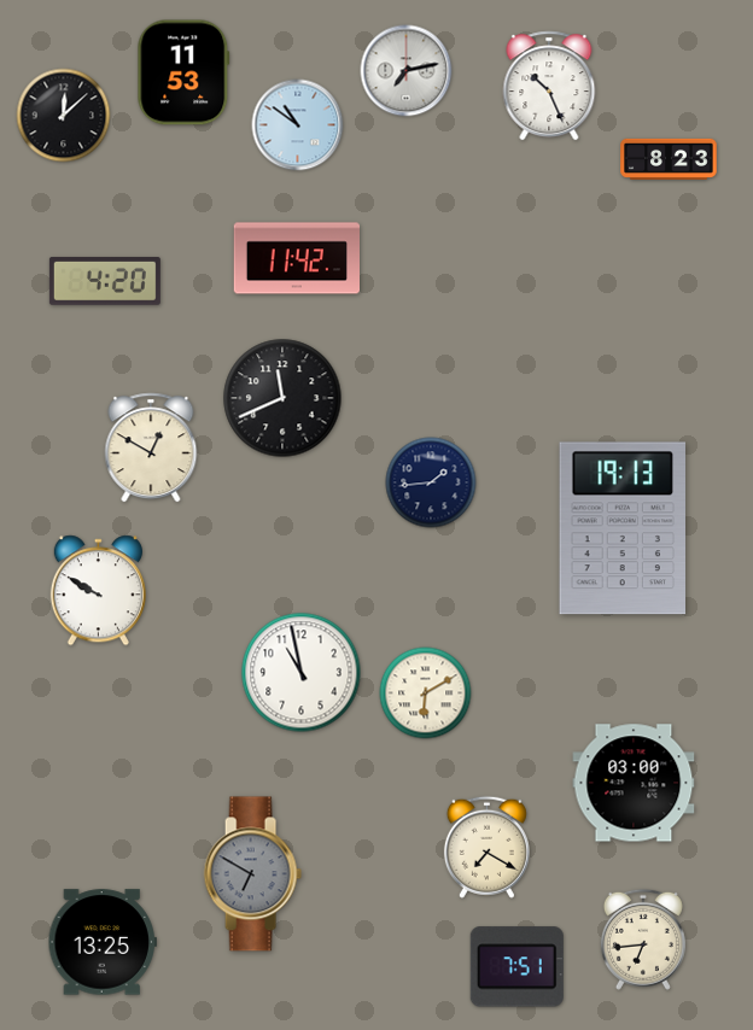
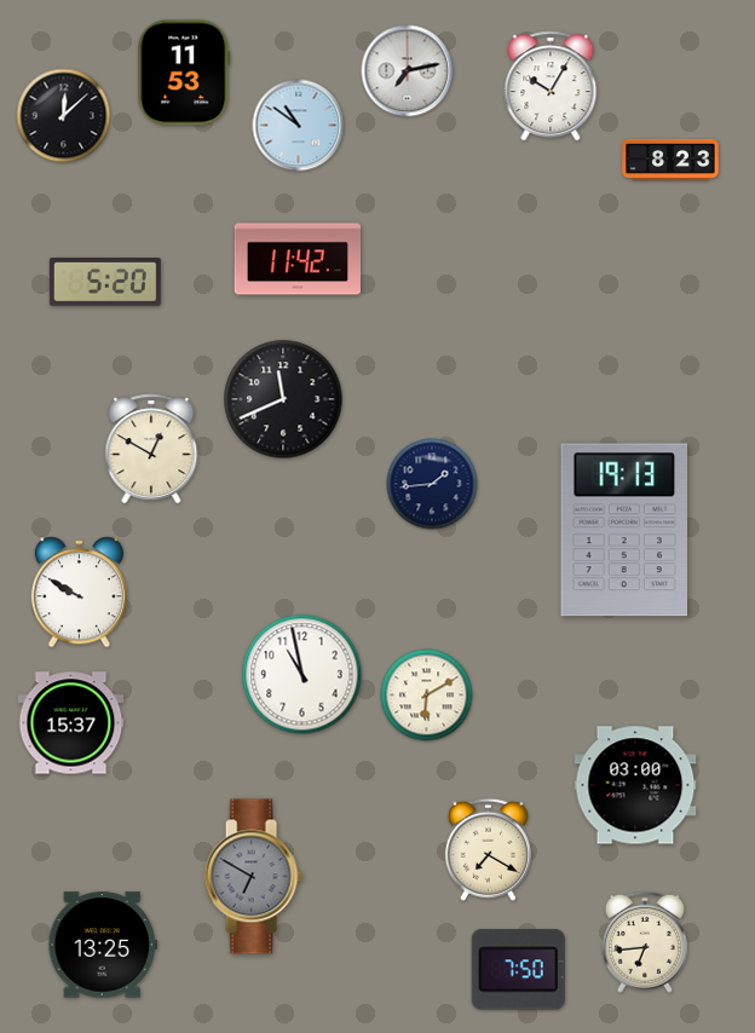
clock at (549, 86): 10:26 -> 10:05
clock at (105, 282): 4:20 -> 5:20
clock at (98, 591) position: (98, 591) -> (79, 593)
clock at (71, 723): none -> 15:37
clock at (516, 967): 7:51 -> 7:50
